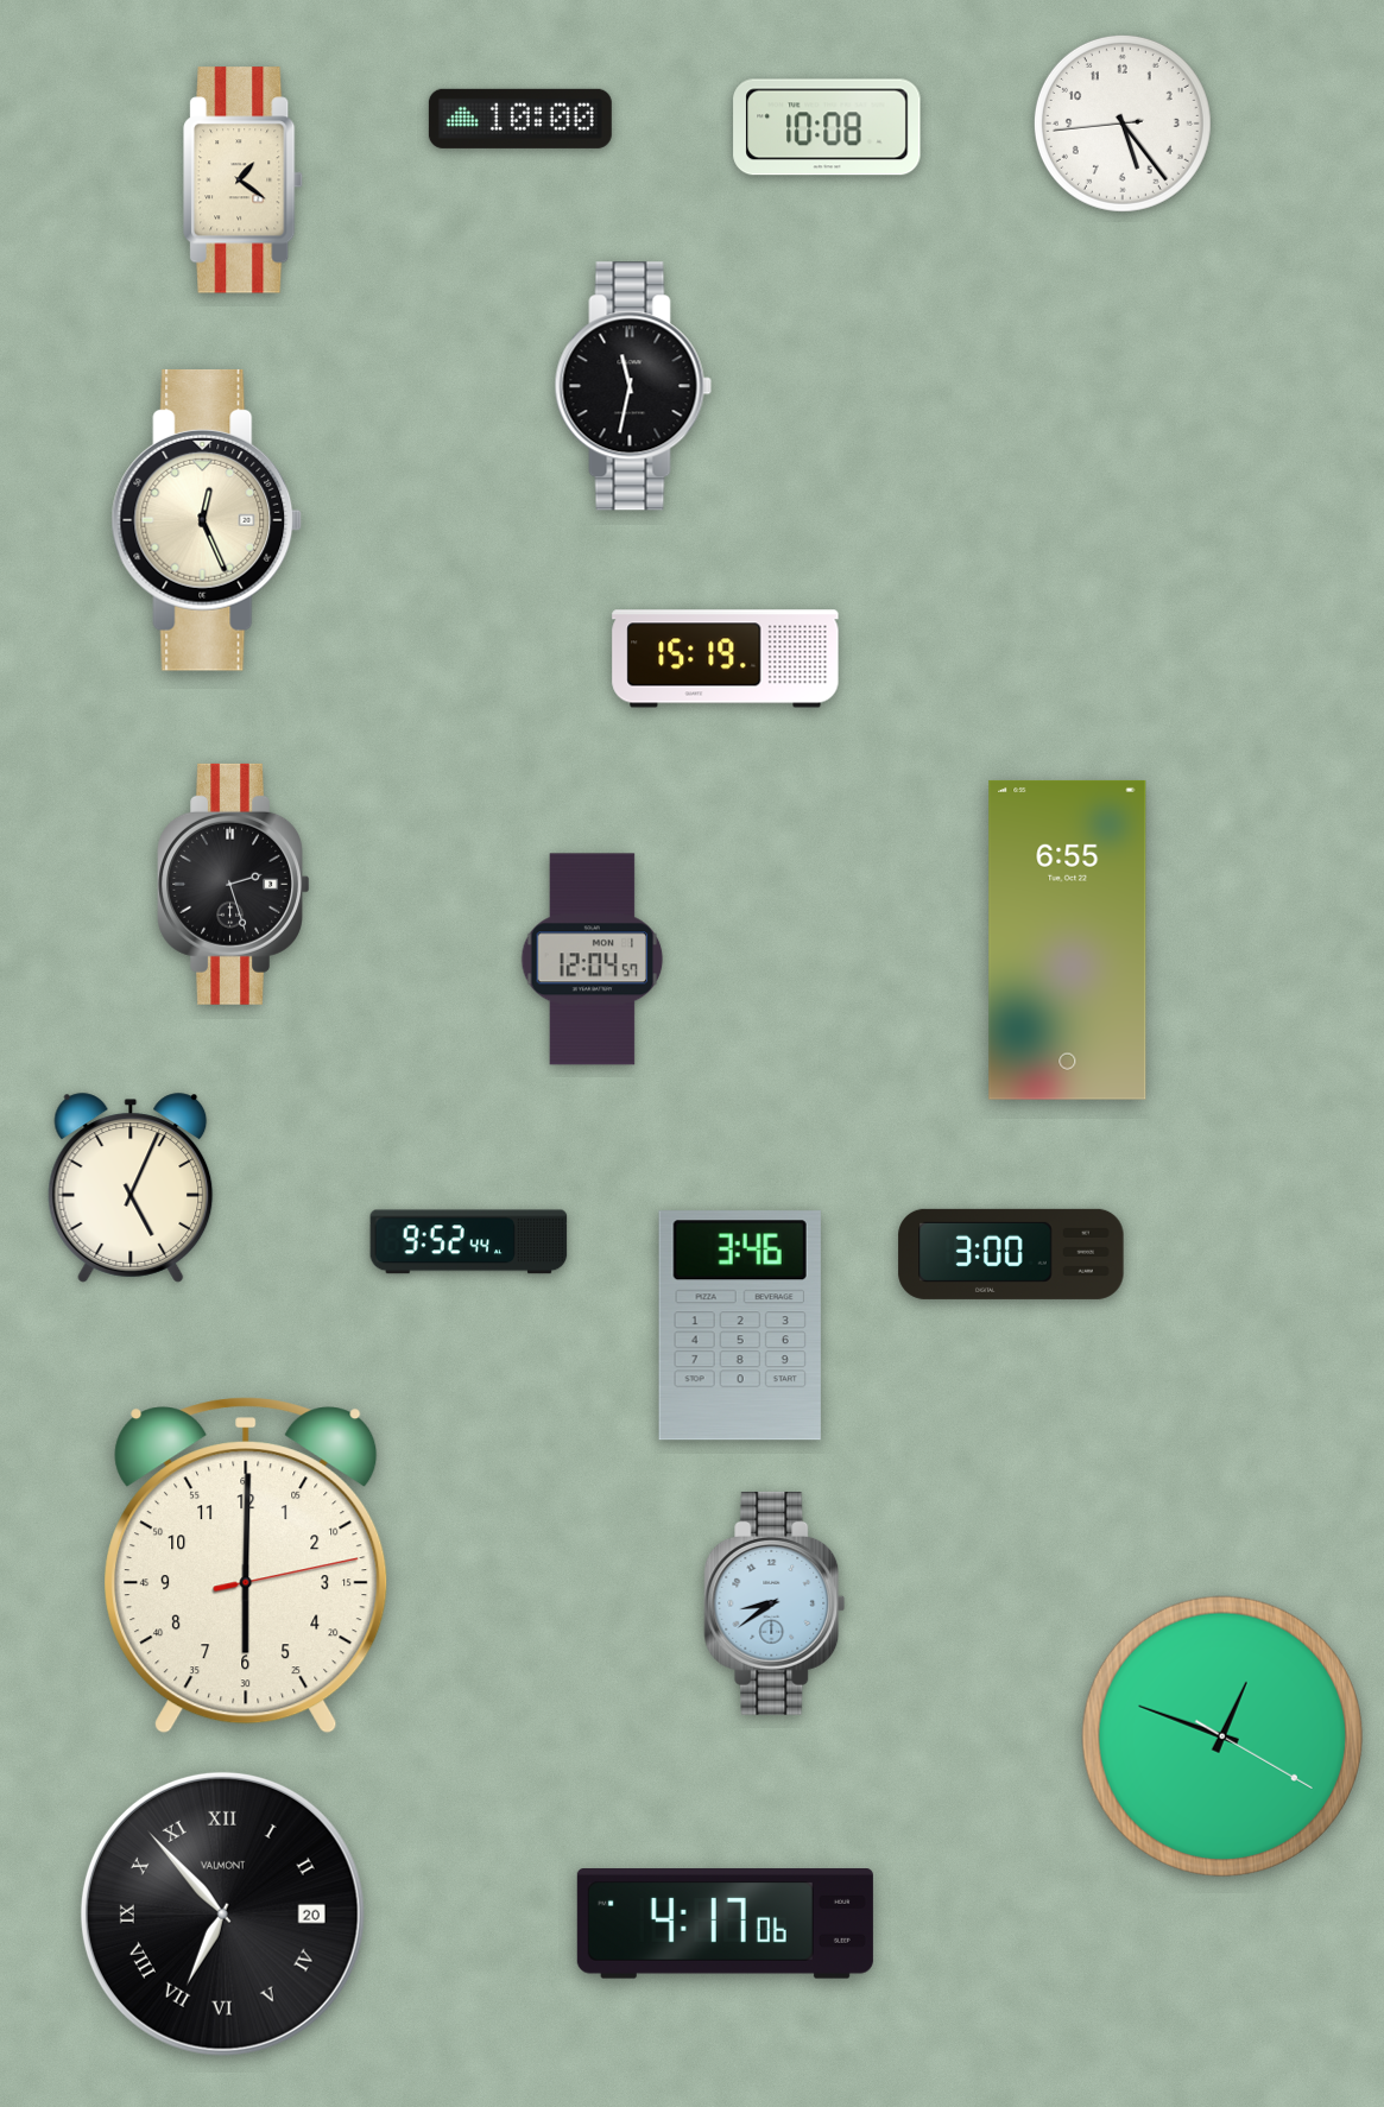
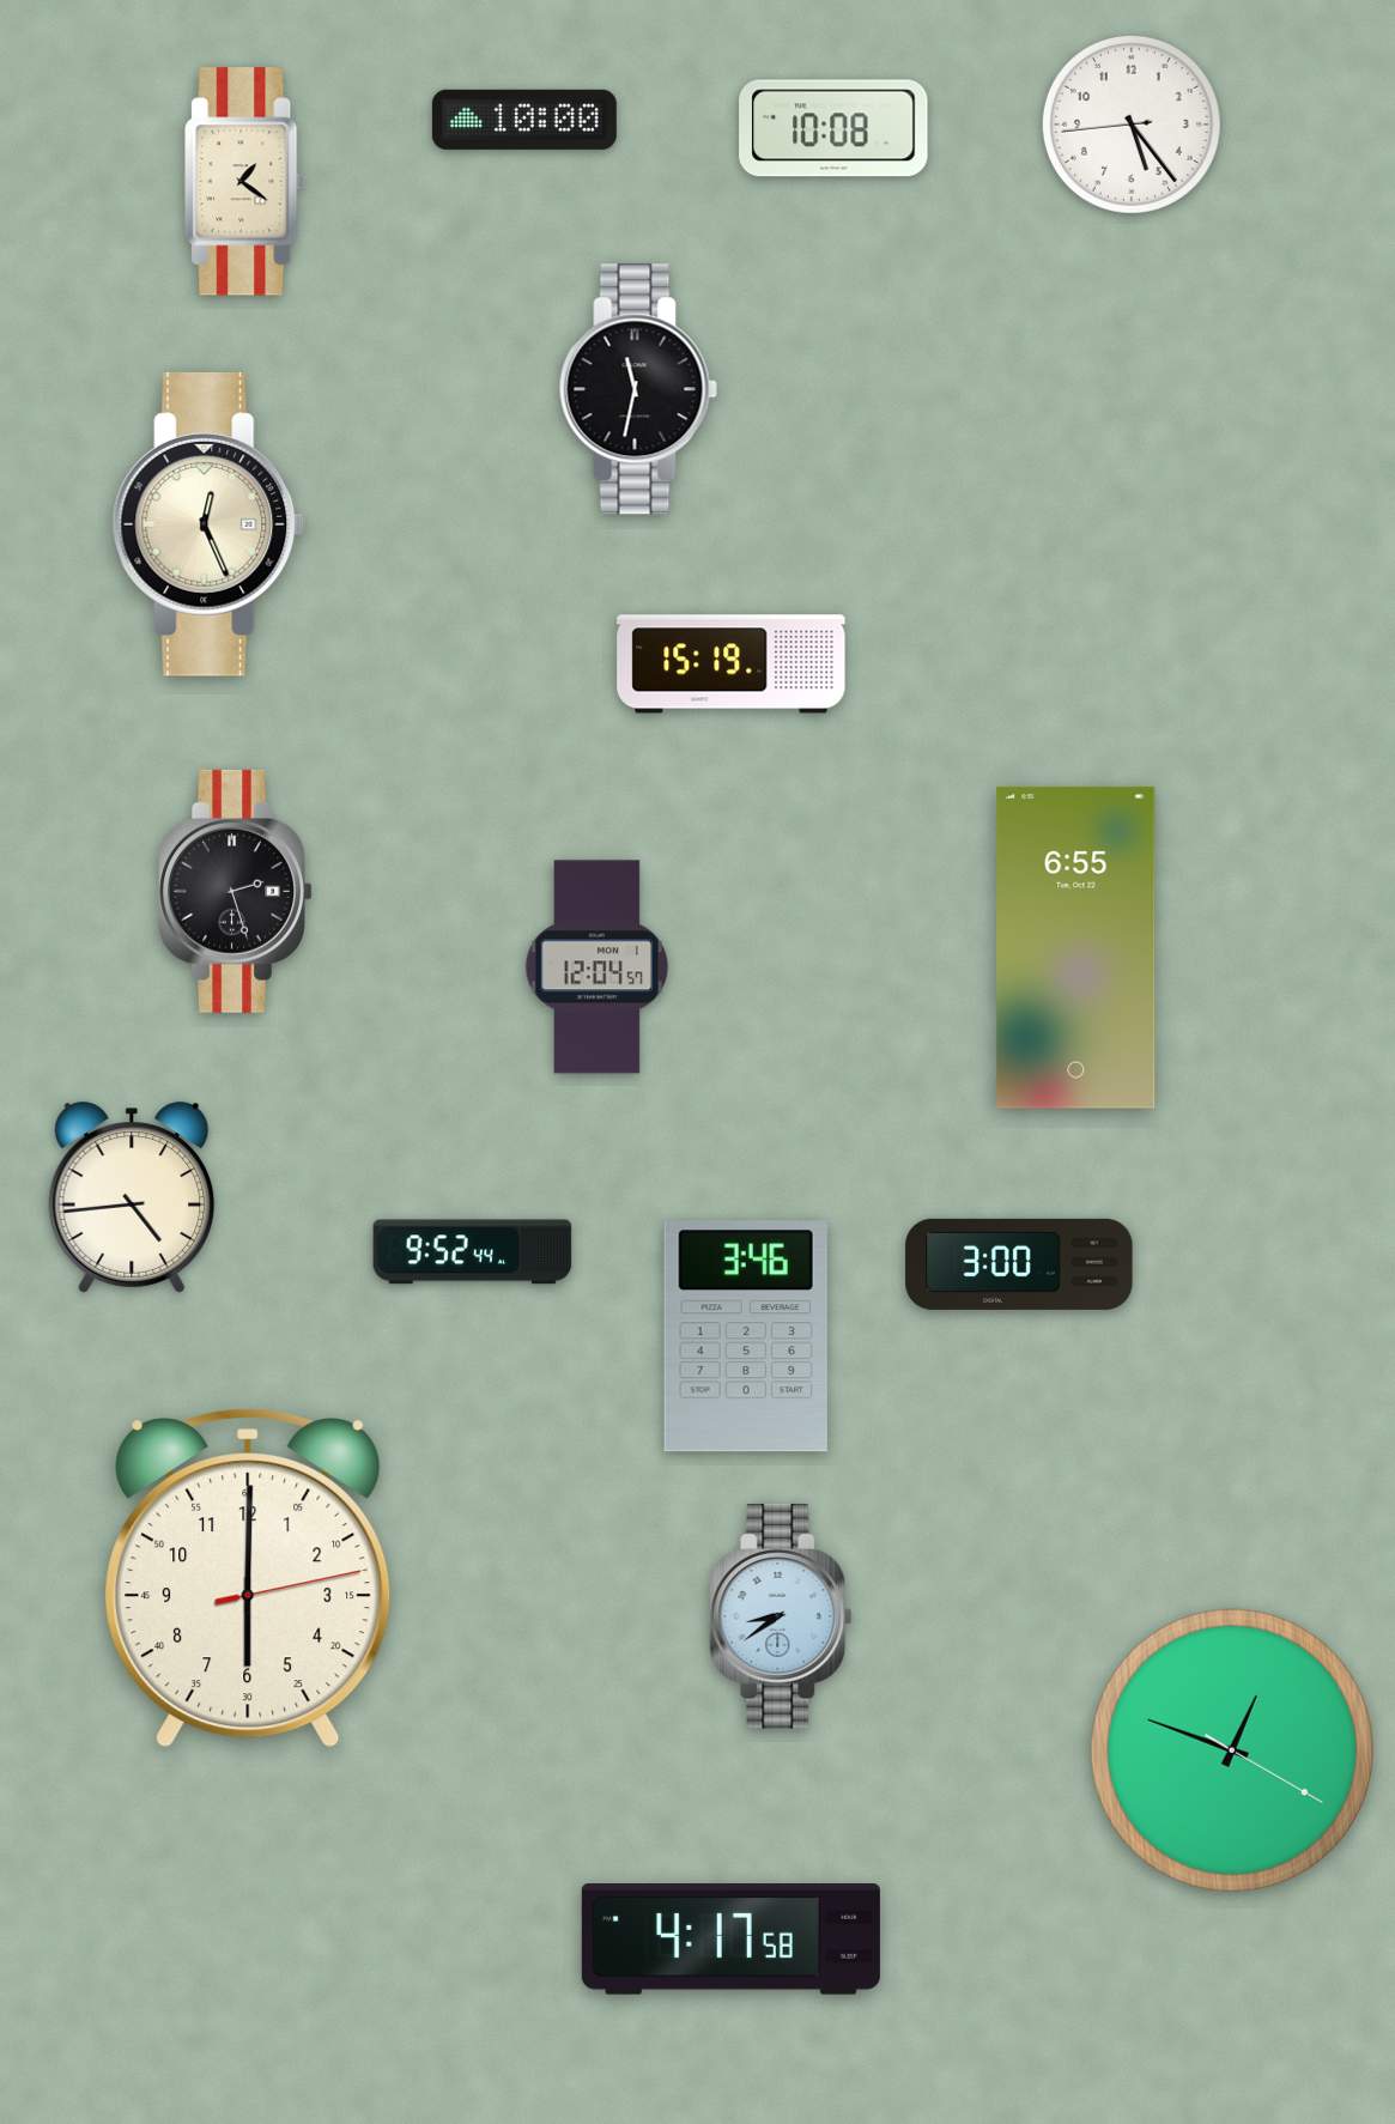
clock at (131, 1188): 5:04 -> 4:44
clock at (222, 1913): 6:53 -> none
clock at (725, 1924): 4:17:06 -> 4:17:58
